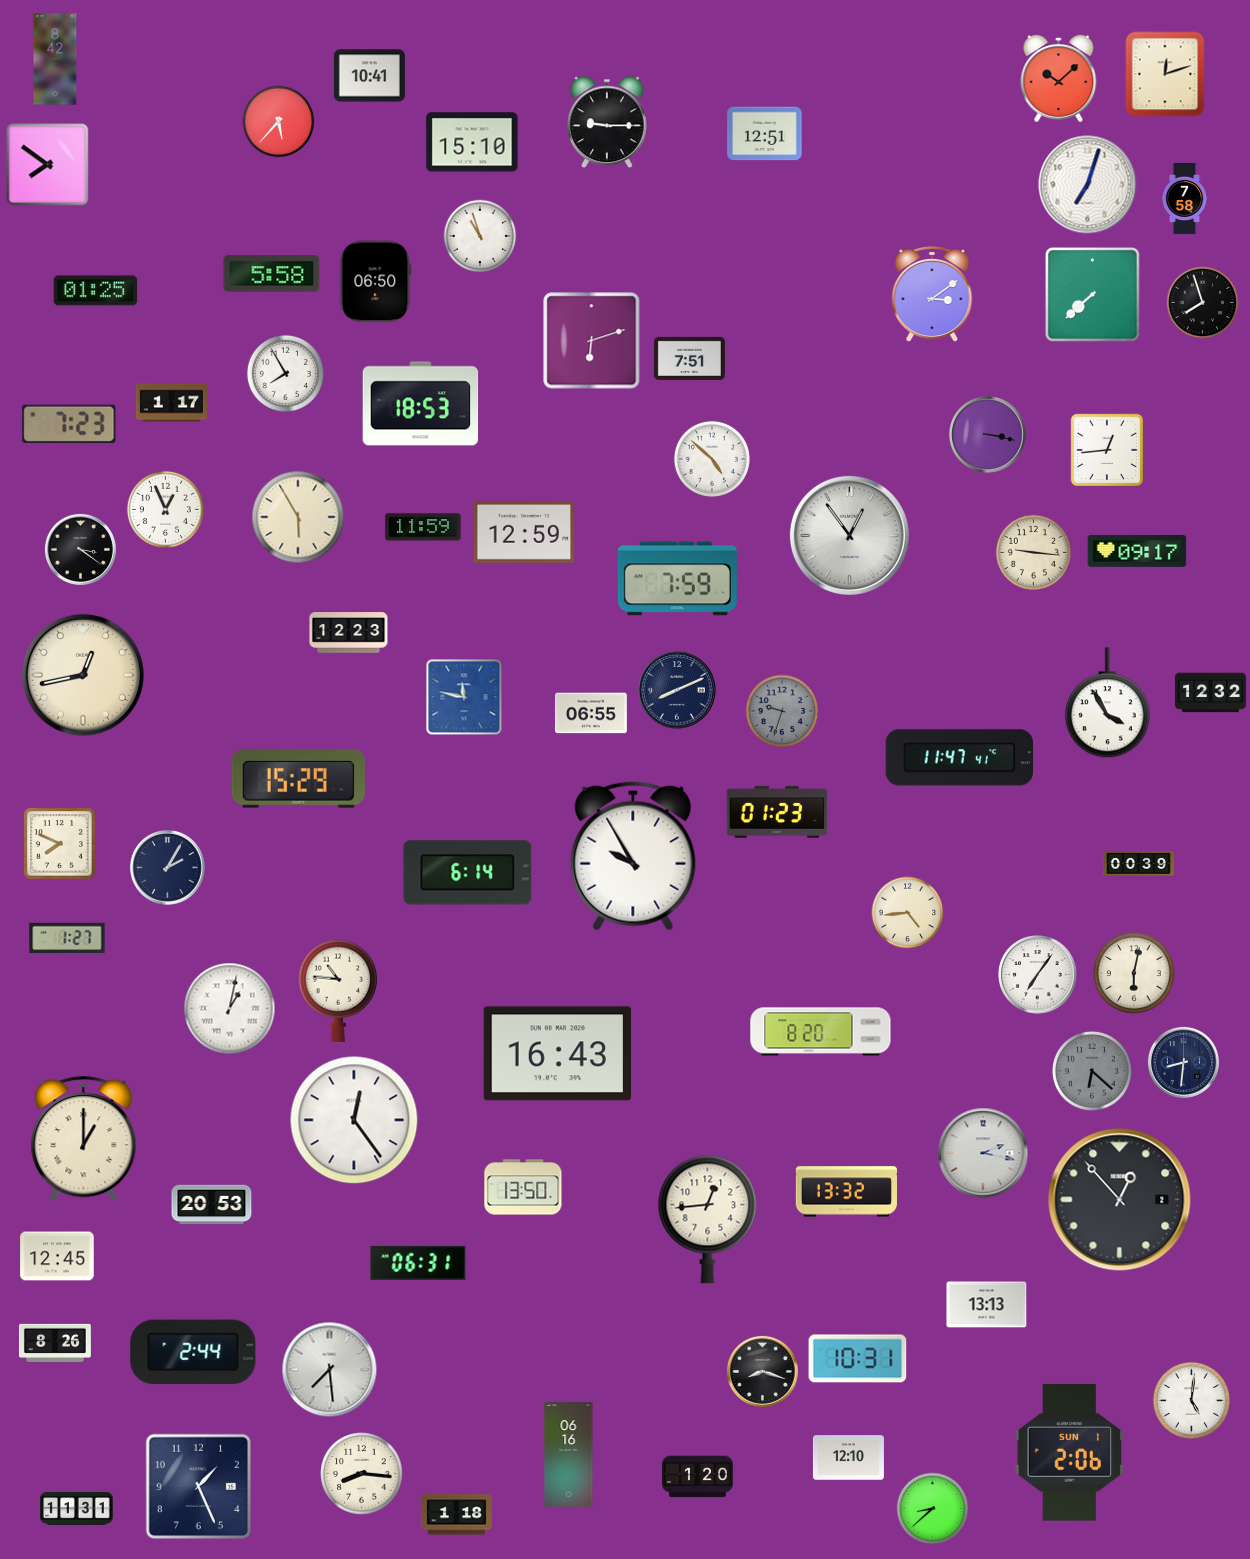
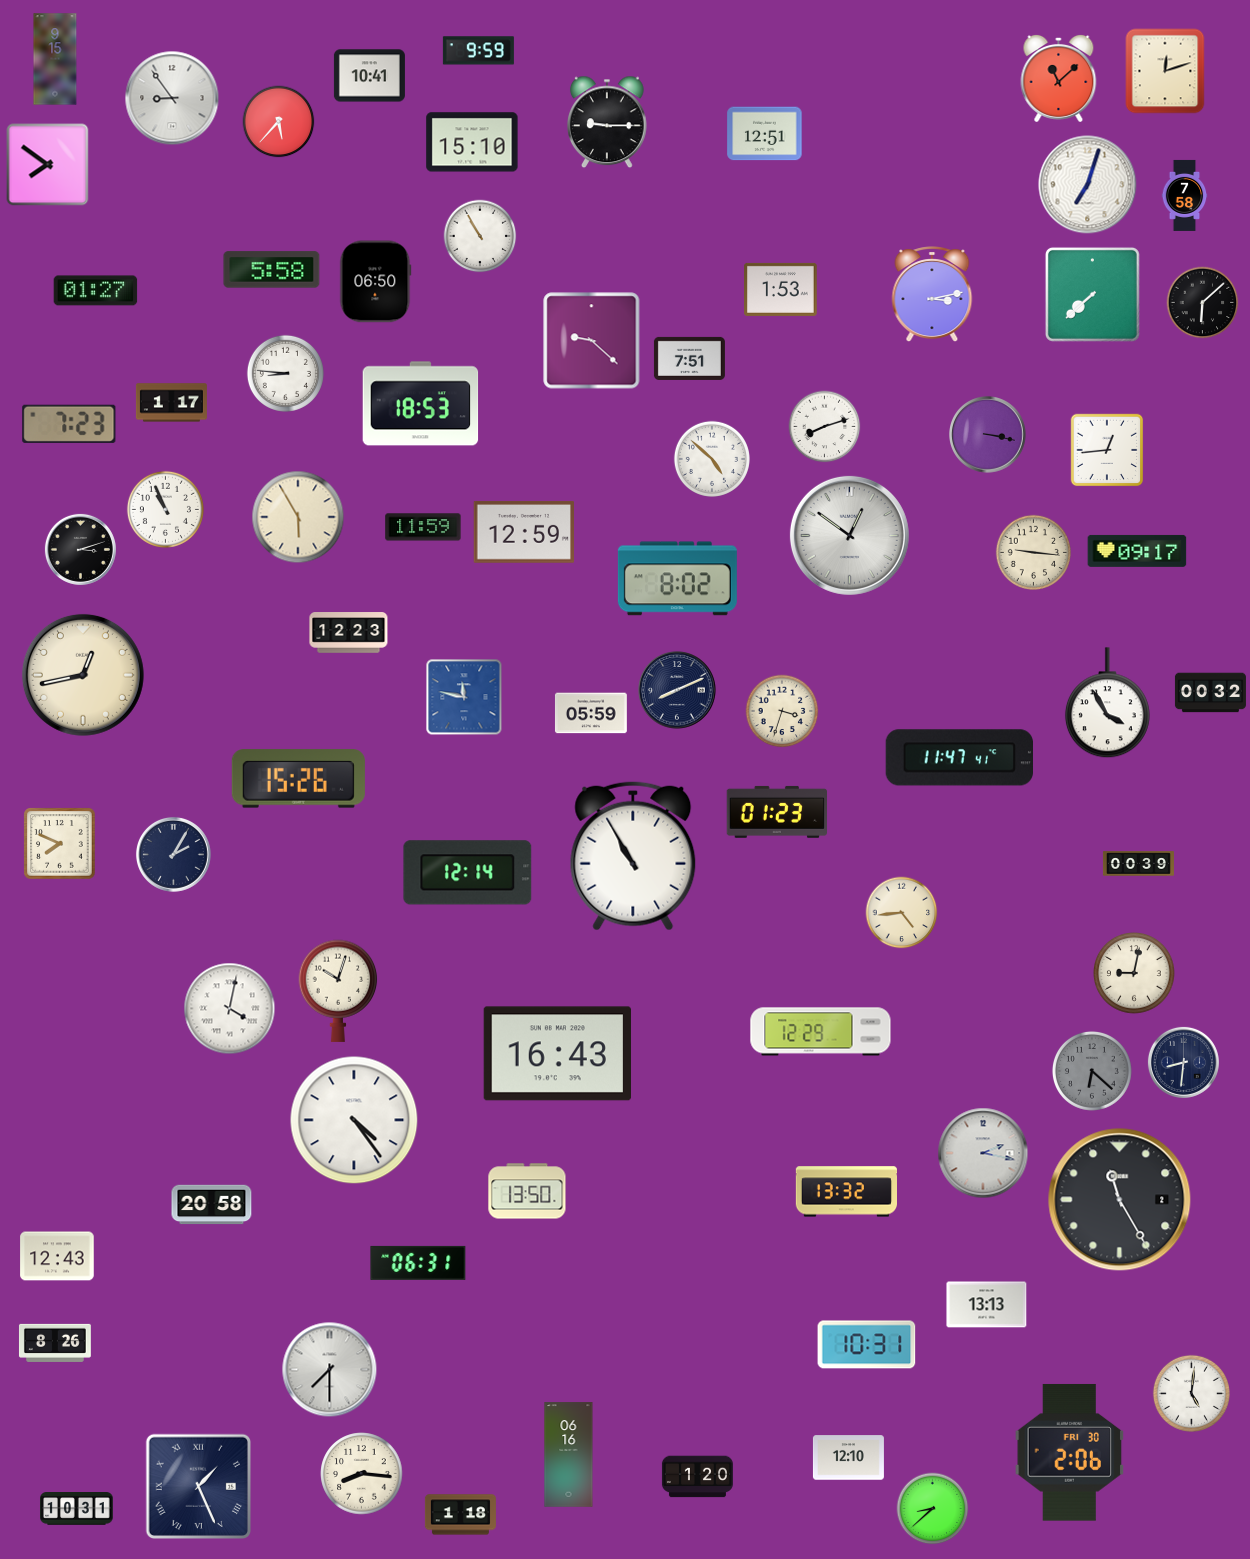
clock at (478, 51): none -> 9:59
clock at (55, 59): 8:42 -> 9:15
clock at (1165, 74) position: (1165, 74) -> (1165, 71)
clock at (1059, 78): 10:08 -> 11:08
clock at (172, 98): none -> 8:54
clock at (1185, 198) position: (1185, 198) -> (1185, 195)
clock at (480, 236): 10:57 -> 10:55
clock at (272, 274) position: (272, 274) -> (272, 270)
clock at (781, 289): none -> 1:53
clock at (96, 291): 01:25 -> 01:27
clock at (932, 294): 3:09 -> 3:13
clock at (1203, 303): 7:57 -> 6:08
clock at (592, 341): 6:12 -> 9:22
clock at (285, 373): 7:55 -> 8:46
clock at (825, 427): none -> 8:12
clock at (165, 509): 12:56 -> 10:56
clock at (849, 535): 12:54 -> 12:51
clock at (80, 549): 3:21 -> 3:12
clock at (677, 579): 7:59 -> 8:02
clock at (1210, 693): 12:32 -> 00:32
clock at (782, 711): 9:33 -> 3:33
clock at (782, 711) dial: grey -> cream
clock at (591, 713): 06:55 -> 05:59
clock at (298, 779): 15:29 -> 15:26
clock at (633, 856): 9:55 -> 10:55
clock at (168, 868) position: (168, 868) -> (174, 855)
clock at (468, 873): 6:14 -> 12:14
clock at (908, 913) position: (908, 913) -> (902, 913)
clock at (67, 938): 1:27 -> none
clock at (1134, 973): 6:02 -> 9:02
clock at (1038, 975): 7:06 -> none
clock at (338, 991): 10:46 -> 10:03
clock at (230, 1009): 1:02 -> 4:02
clock at (821, 1032): 8:20 -> 12:29
clock at (354, 1120): 12:24 -> 4:24
clock at (84, 1139): 1:00 -> none
clock at (523, 1187) position: (523, 1187) -> (527, 1191)
clock at (1120, 1200): 12:53 -> 11:25
clock at (212, 1205): 20:53 -> 20:58
clock at (708, 1219): 12:44 -> none
clock at (57, 1256): 12:45 -> 12:43
clock at (193, 1352): 2:44 -> none
clock at (858, 1359) position: (858, 1359) -> (867, 1345)
clock at (330, 1370): 7:29 -> 7:30
clock at (762, 1371): 8:18 -> none
clock at (1191, 1400) position: (1191, 1400) -> (1191, 1393)
clock at (1070, 1453) date: SUN 1 -> FRI 30
clock at (198, 1486) numerals: Arabic -> Roman
clock at (77, 1509): 11:31 -> 10:31
clock at (456, 1515) position: (456, 1515) -> (460, 1515)
